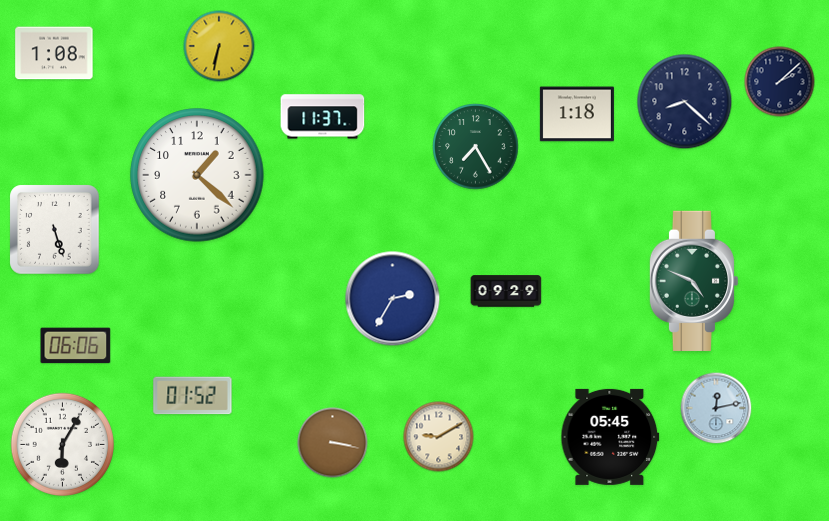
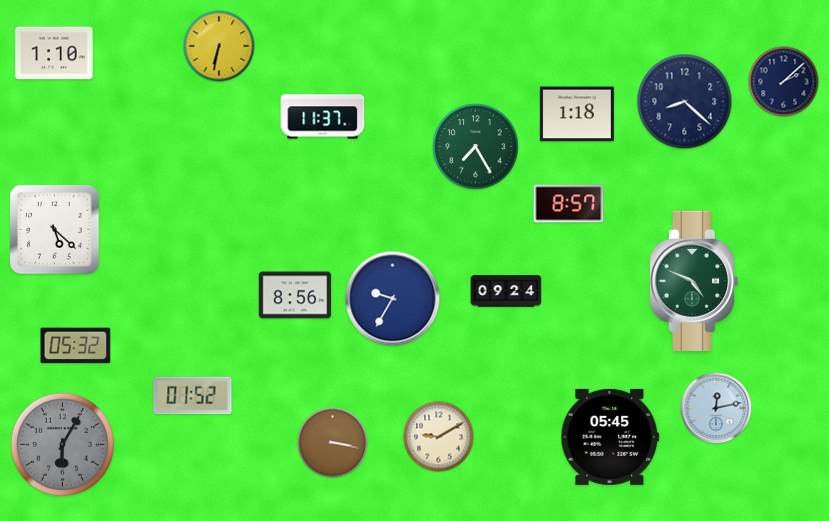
clock at (54, 53): 1:08 -> 1:10
clock at (780, 82) position: (780, 82) -> (784, 82)
clock at (197, 175): 1:22 -> none
clock at (569, 204): none -> 8:57
clock at (55, 230): 5:27 -> 5:22
clock at (506, 291): 09:29 -> 09:24
clock at (295, 295): none -> 8:56
clock at (393, 299): 2:35 -> 9:35
clock at (76, 346): 06:06 -> 05:32
clock at (62, 444) dial: white -> grey
